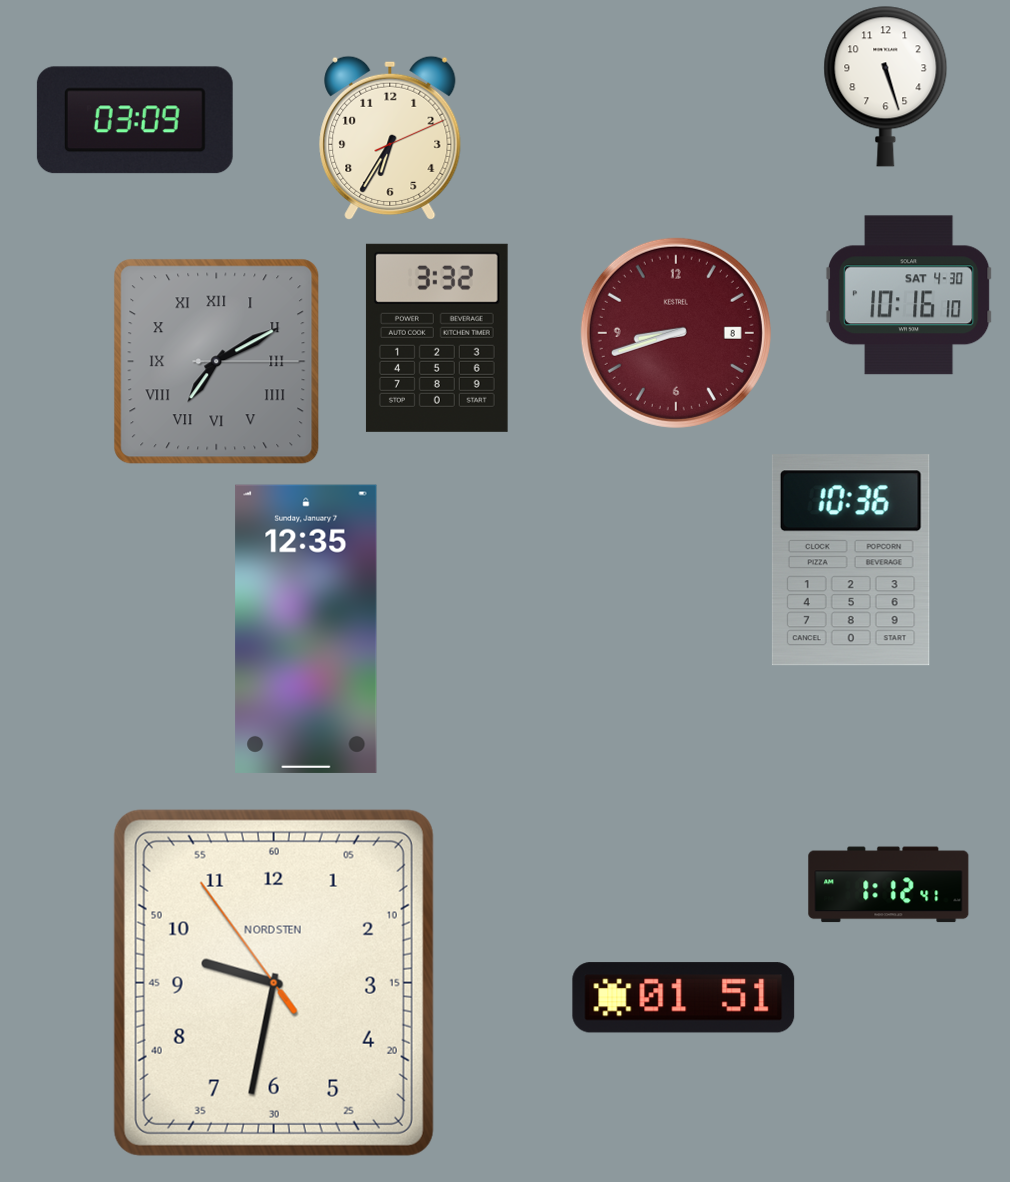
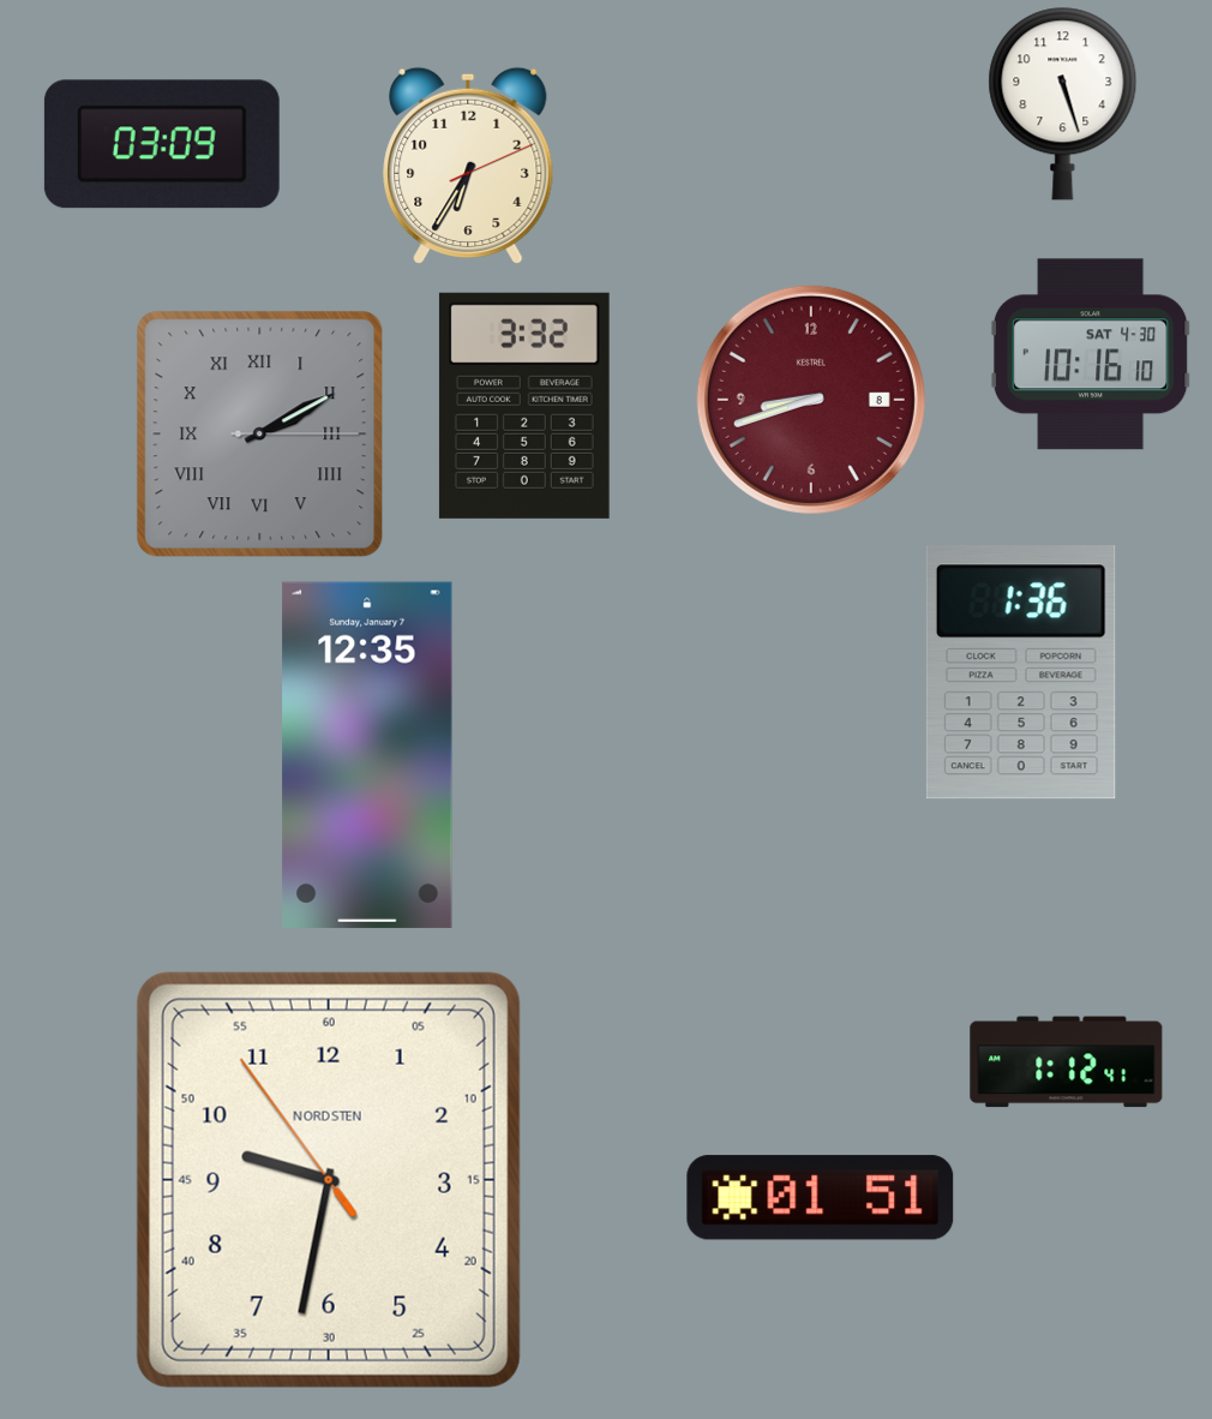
clock at (217, 362): 7:10 -> 2:10
clock at (851, 560): 10:36 -> 1:36
